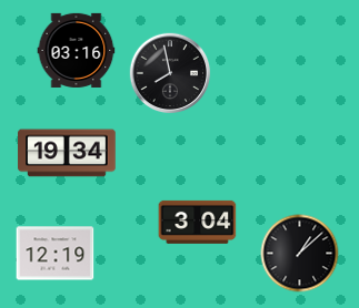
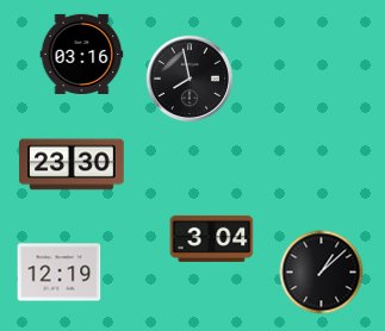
clock at (170, 73) position: (170, 73) -> (190, 79)
clock at (67, 153): 19:34 -> 23:30
